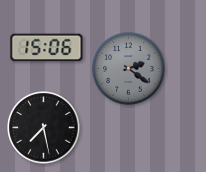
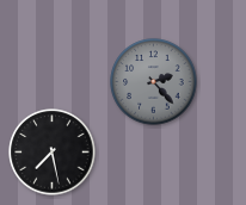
clock at (47, 48): 15:06 -> none
clock at (129, 69): 2:21 -> 2:23
